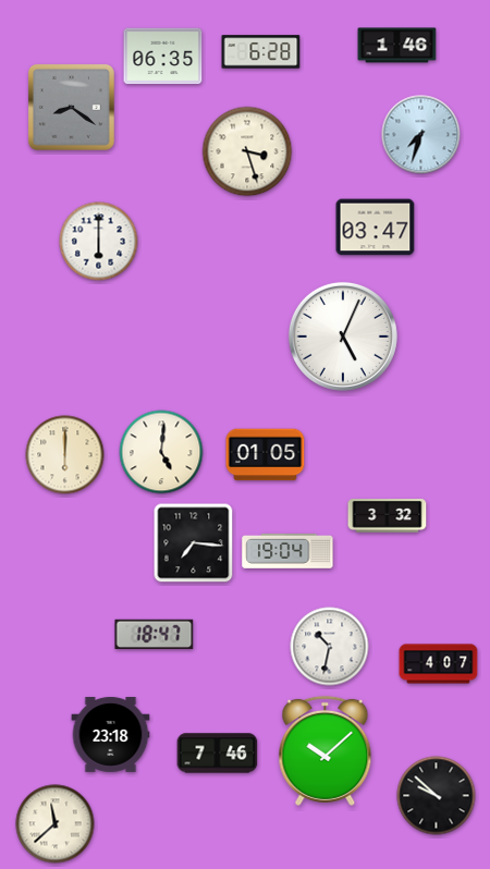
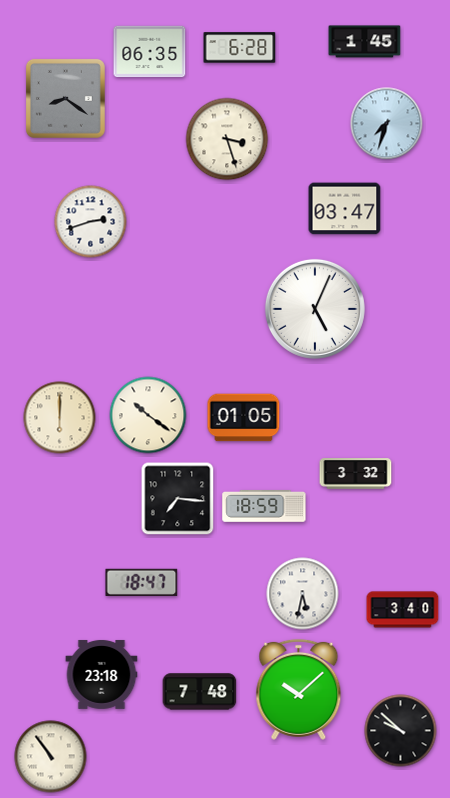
clock at (397, 46): 1:46 -> 1:45
clock at (99, 242): 6:00 -> 2:42
clock at (161, 452): 5:01 -> 10:21
clock at (287, 551): 19:04 -> 18:59
clock at (330, 647): 10:32 -> 5:32
clock at (439, 664): 4:07 -> 3:40
clock at (218, 754): 7:46 -> 7:48
clock at (56, 824): 11:38 -> 10:54
